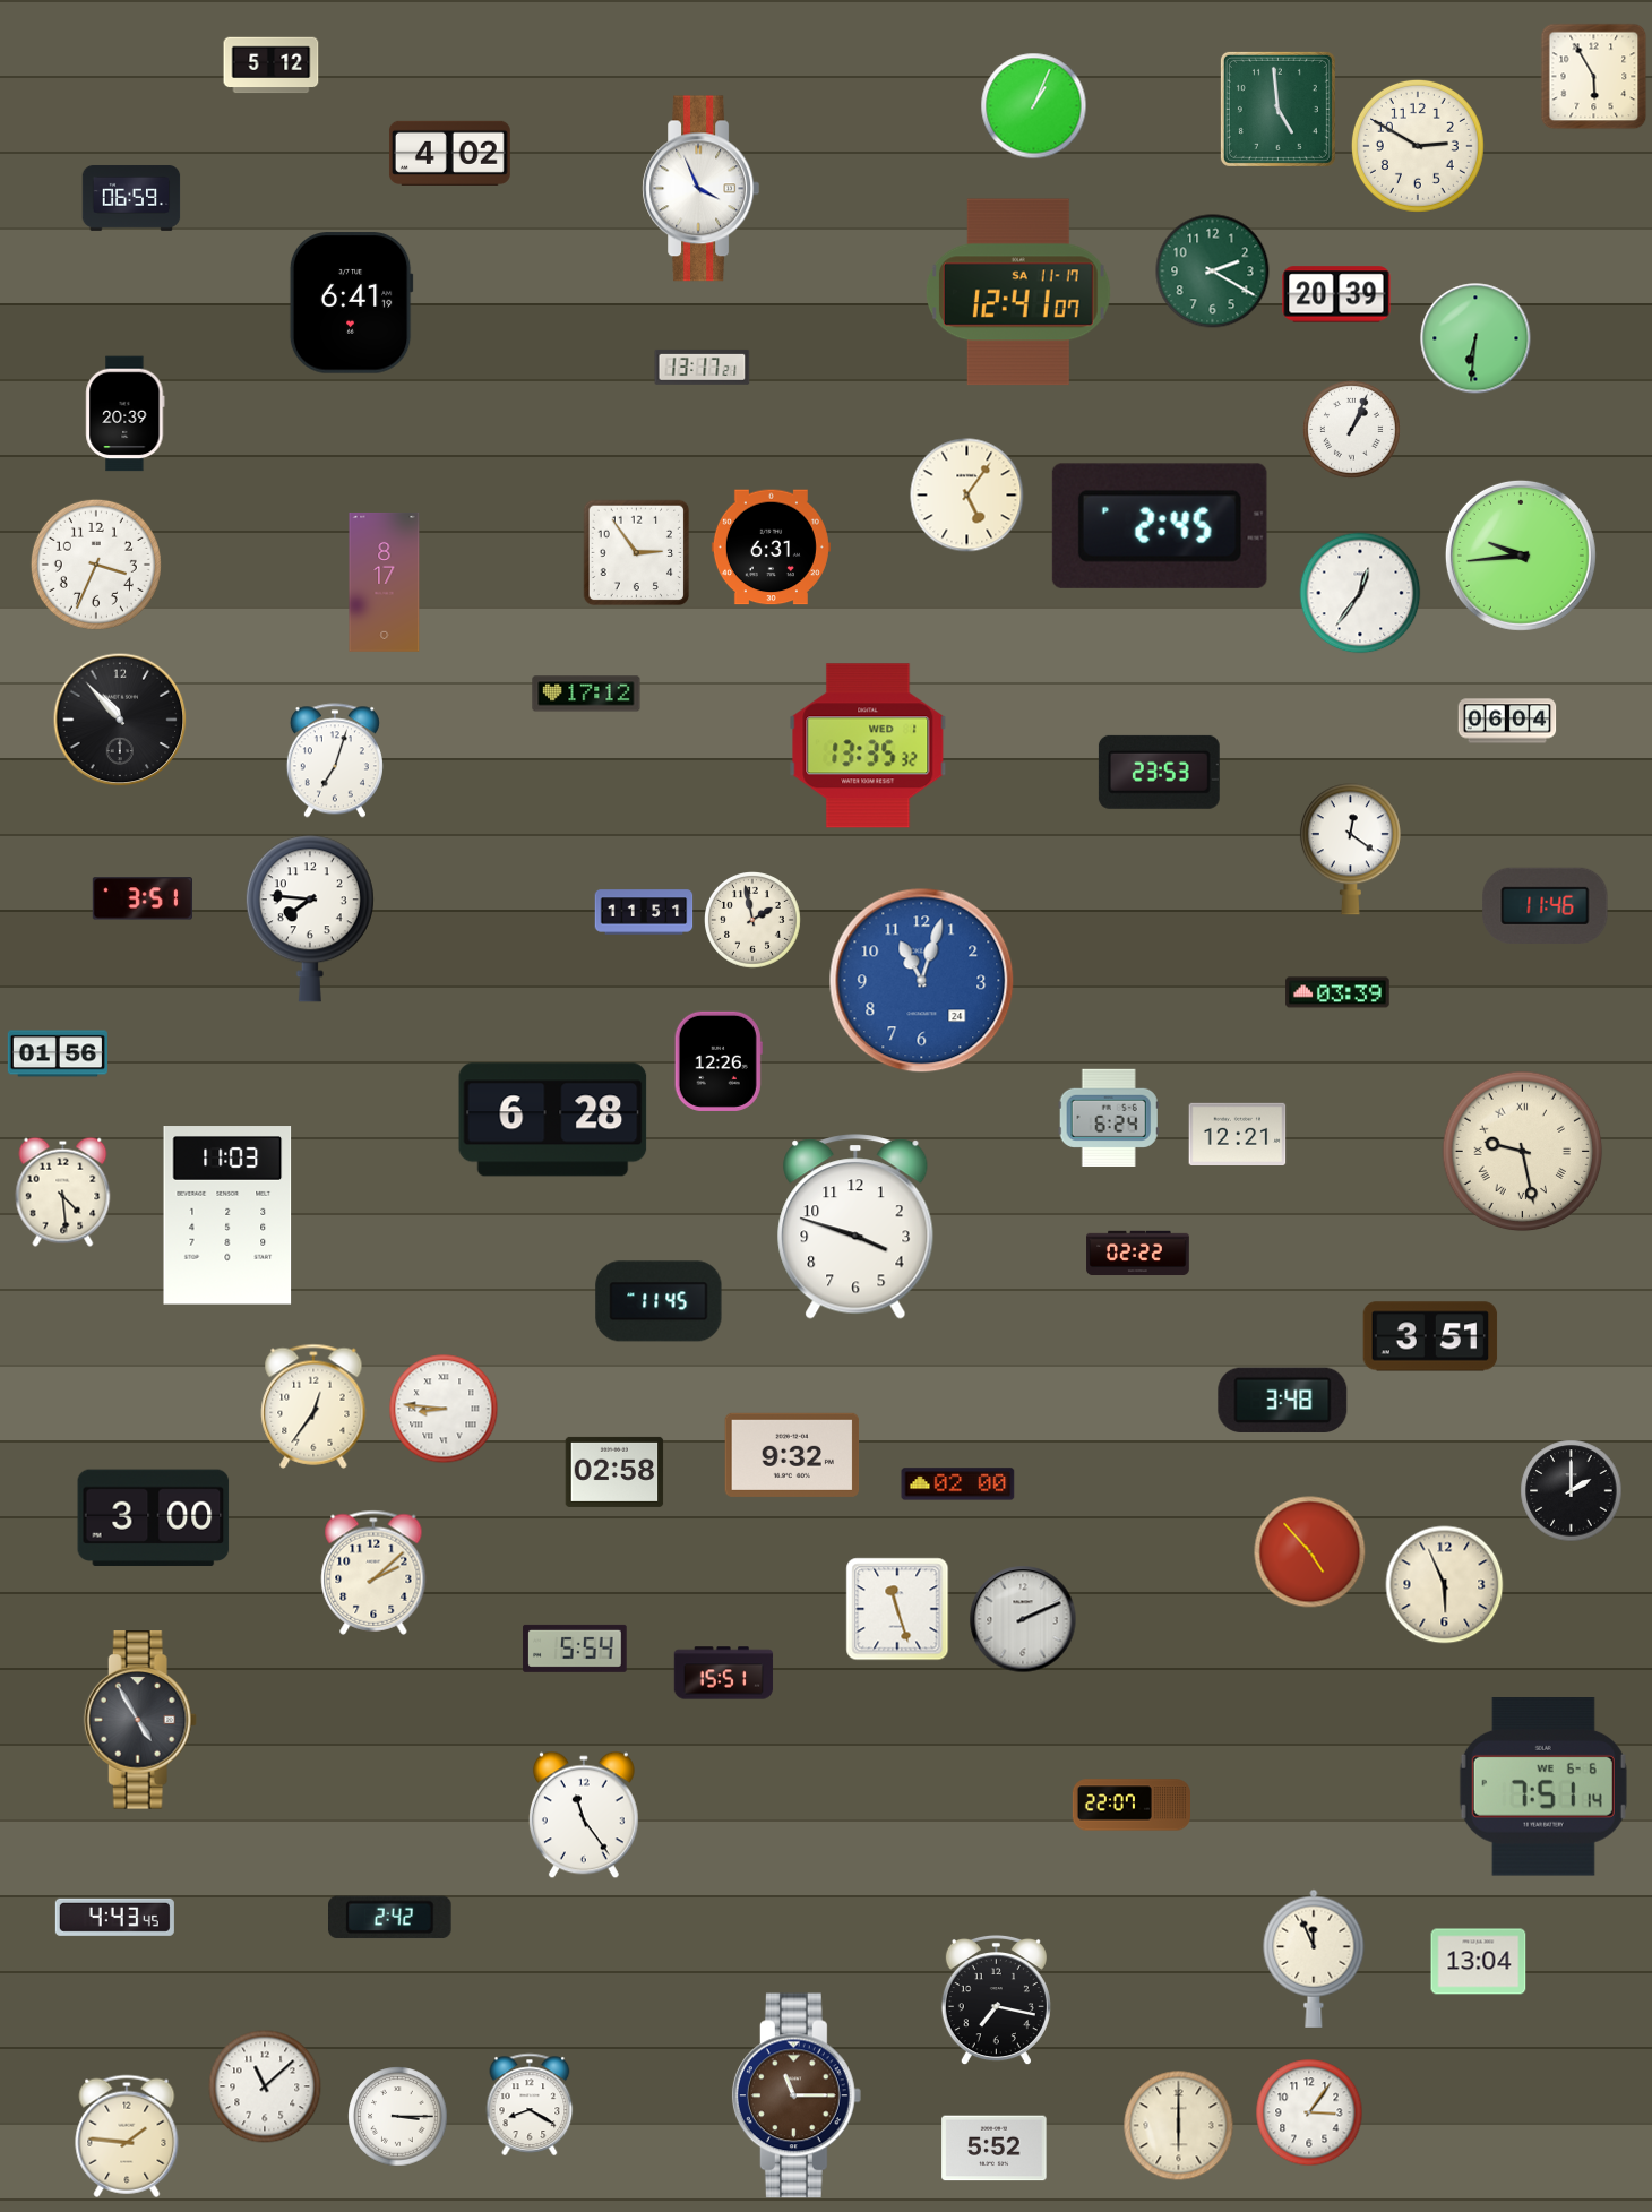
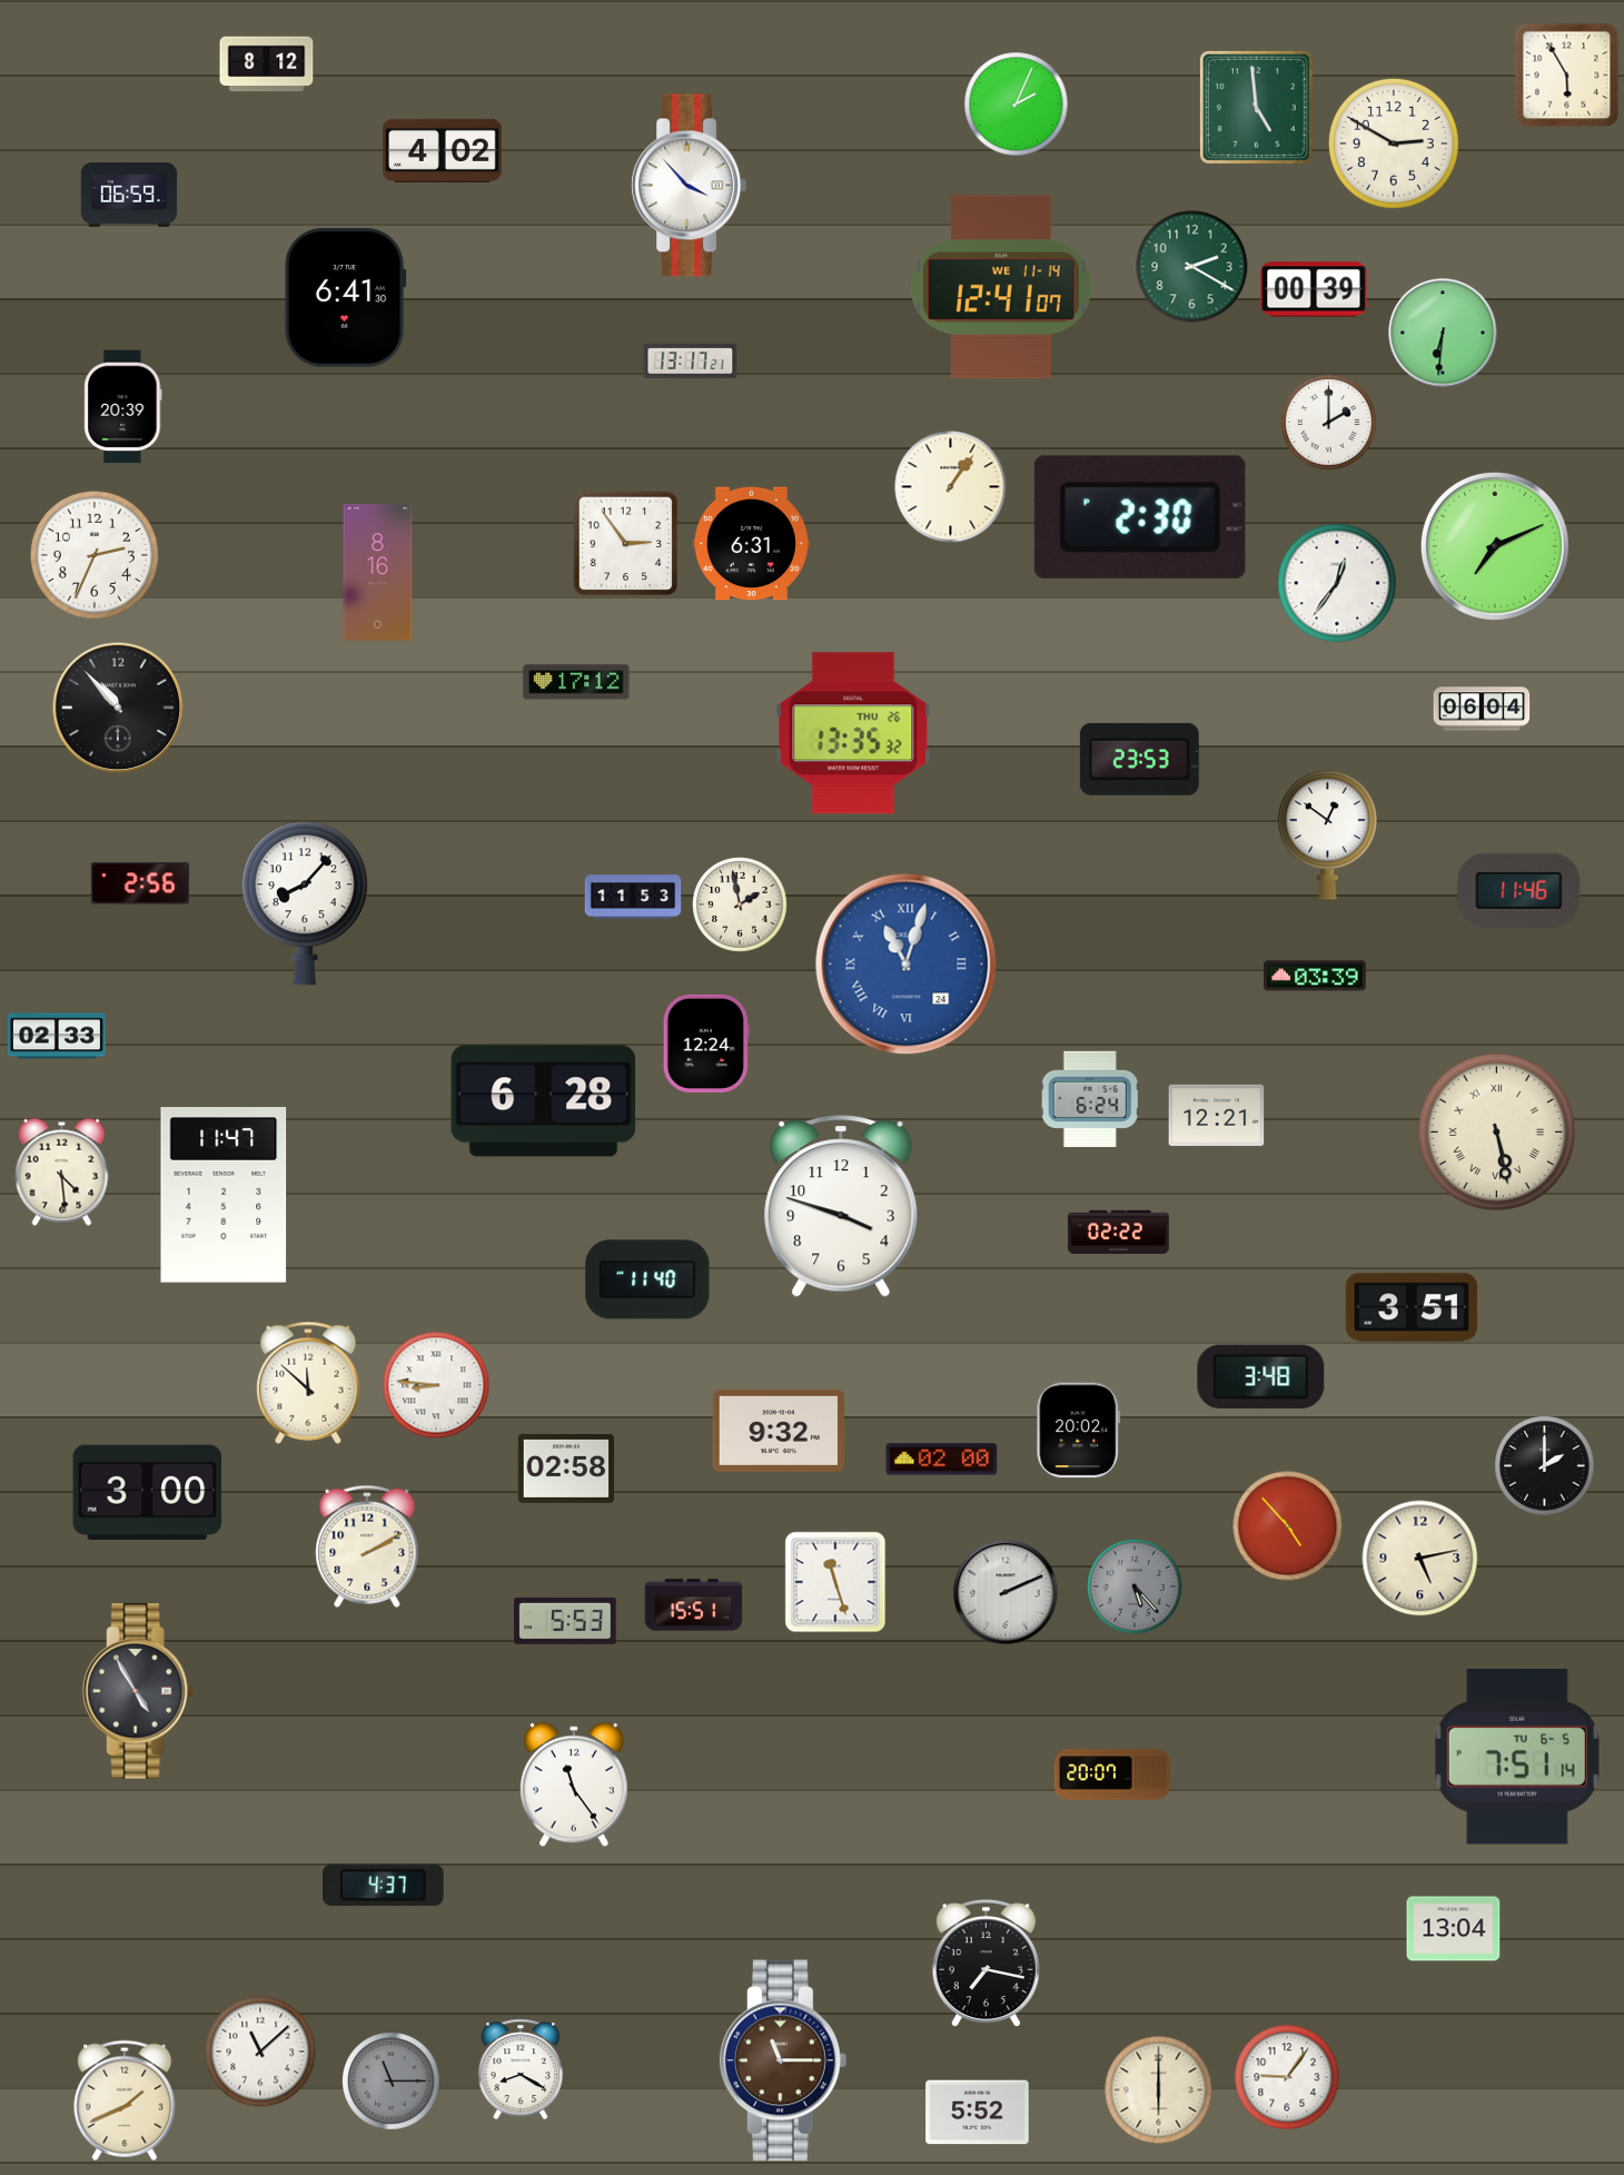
clock at (272, 66): 5:12 -> 8:12
clock at (1034, 106): 1:04 -> 2:04
clock at (702, 189): 3:56 -> 3:53
clock at (1018, 292) date: SA 11-17 -> WE 11-14
clock at (1336, 294): 20:39 -> 00:39
clock at (351, 303): 6:41:19 -> 6:41:30
clock at (1475, 338) position: (1475, 338) -> (1443, 333)
clock at (1352, 430): 1:04 -> 2:00
clock at (967, 496): 5:06 -> 1:06
clock at (1160, 526): 2:45 -> 2:30
clock at (771, 548) position: (771, 548) -> (751, 544)
clock at (1521, 556): 9:44 -> 7:11
clock at (96, 565): 3:34 -> 2:34
clock at (385, 582): 8:17 -> 8:16
clock at (868, 746) date: WED 1 -> THU 26
clock at (335, 760): 7:03 -> none
clock at (1350, 850): 12:21 -> 12:51
clock at (143, 898): 3:51 -> 2:56
clock at (644, 912): 11:51 -> 11:53
clock at (310, 919): 7:46 -> 8:07
clock at (922, 981) numerals: Arabic -> Roman
clock at (58, 1053): 01:56 -> 02:33
clock at (719, 1061): 12:26 -> 12:24
clock at (1523, 1152): 9:28 -> 5:28
clock at (227, 1215): 11:03 -> 11:47
clock at (659, 1301): 11:45 -> 11:40
clock at (1430, 1336) position: (1430, 1336) -> (1412, 1307)
clock at (313, 1406): 12:36 -> 11:52
clock at (1079, 1431): none -> 20:02
clock at (614, 1472) position: (614, 1472) -> (566, 1469)
clock at (154, 1517) position: (154, 1517) -> (148, 1492)
clock at (373, 1573): 2:08 -> 2:10
clock at (1445, 1585): 5:56 -> 5:13
clock at (897, 1609) position: (897, 1609) -> (835, 1582)
clock at (1136, 1588): none -> 5:23
clock at (575, 1649): 5:54 -> 5:53
clock at (724, 1673) position: (724, 1673) -> (694, 1605)
clock at (1543, 1788) date: WE 6-6 -> TU 6-5
clock at (1130, 1805): 22:07 -> 20:07
clock at (114, 1917): 4:43 -> none
clock at (390, 1918): 2:42 -> 4:37
clock at (1314, 1959): 11:56 -> none
clock at (996, 2000) position: (996, 2000) -> (986, 1964)
clock at (1309, 2112): 3:06 -> 9:06
clock at (398, 2117): 3:15 -> 11:15
clock at (398, 2117) dial: white -> grey
clock at (127, 2136): 1:46 -> 1:41
